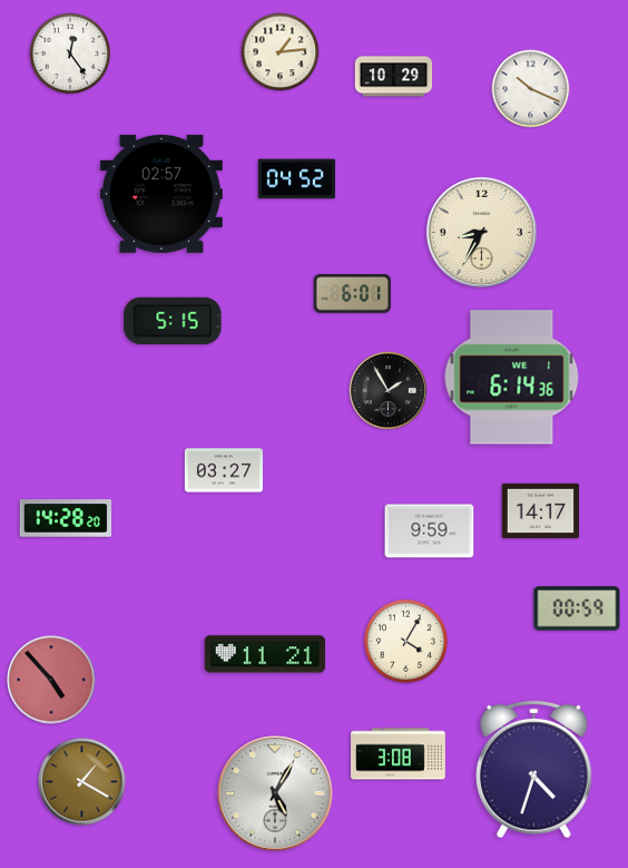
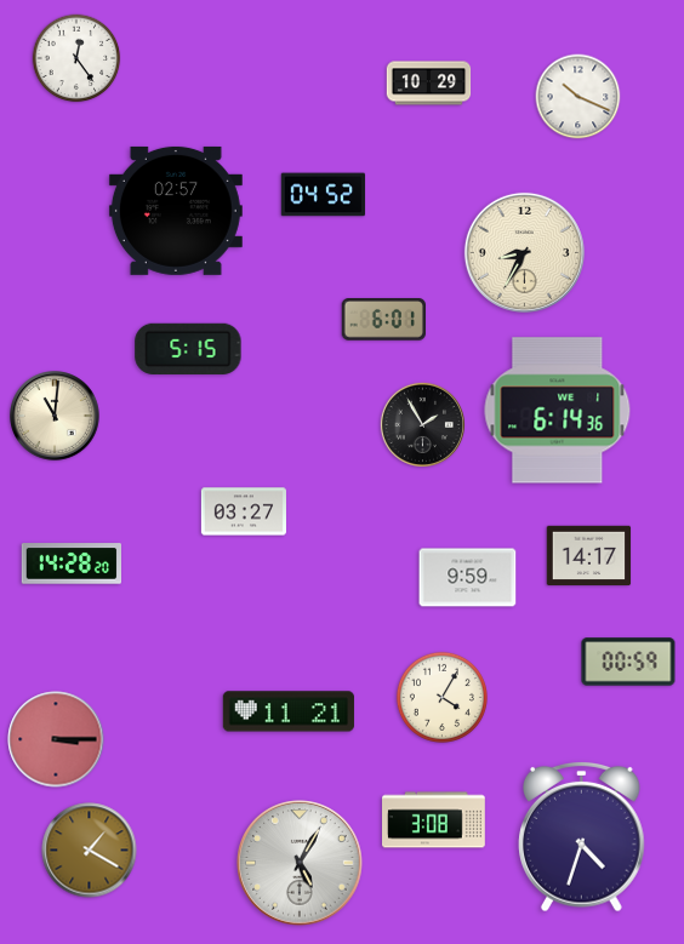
clock at (281, 52): 1:14 -> none
clock at (56, 417): none -> 11:01
clock at (51, 680): 4:53 -> 3:15
